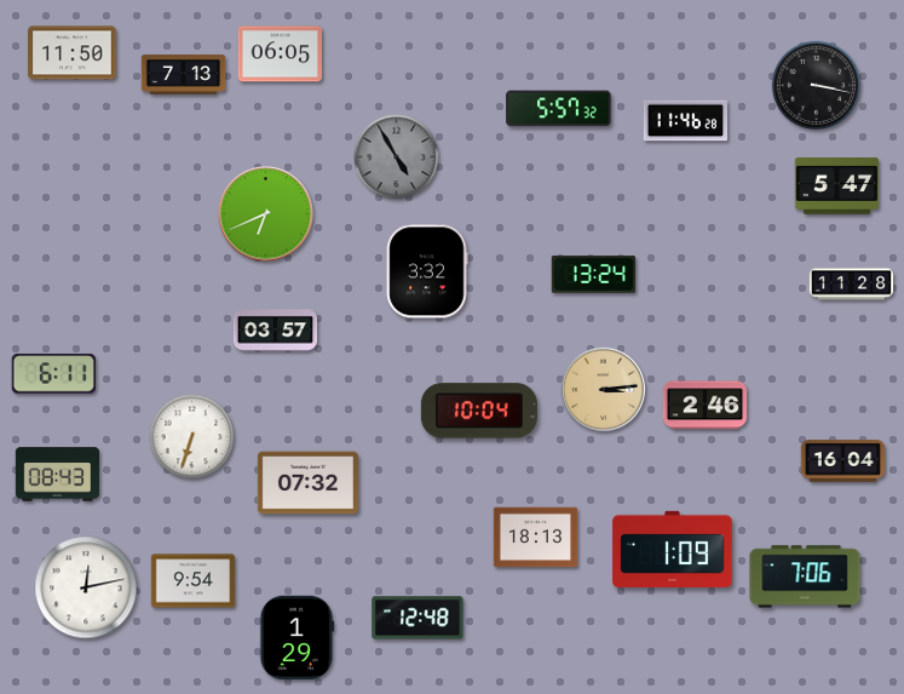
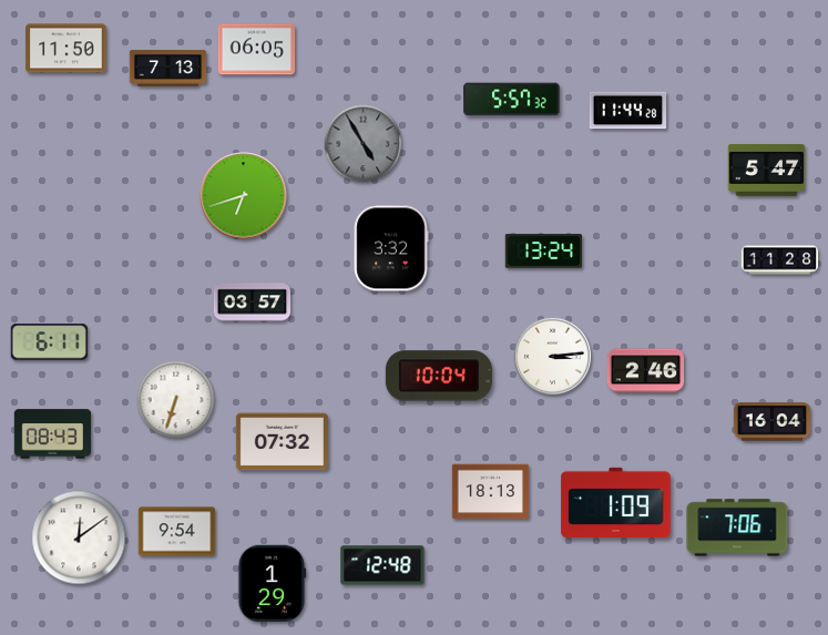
clock at (817, 86): 3:17 -> none
clock at (686, 121): 11:46 -> 11:44
clock at (266, 214): 6:41 -> 6:42
clock at (603, 389) dial: champagne -> white
clock at (86, 587): 12:13 -> 12:09
